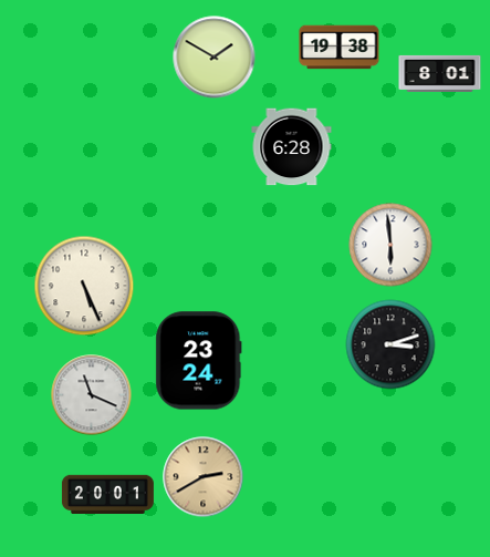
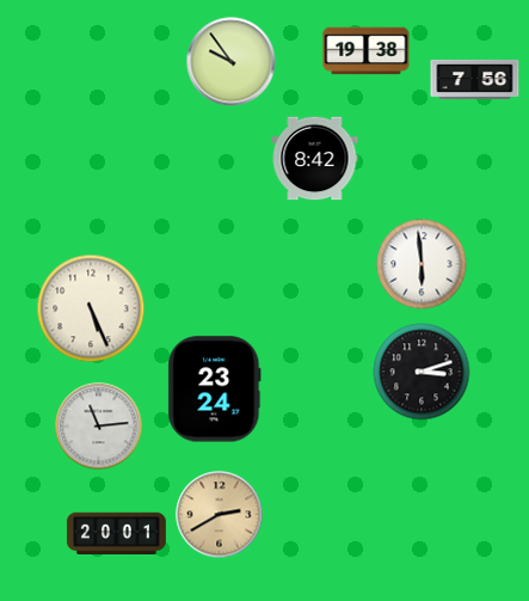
clock at (215, 58): 1:50 -> 9:54
clock at (440, 73): 8:01 -> 7:56
clock at (292, 147): 6:28 -> 8:42
clock at (92, 395): 11:19 -> 11:14
